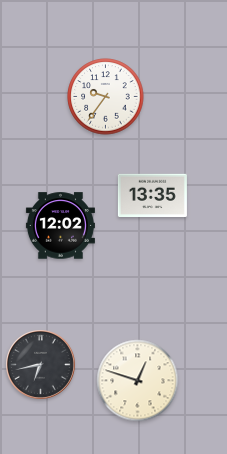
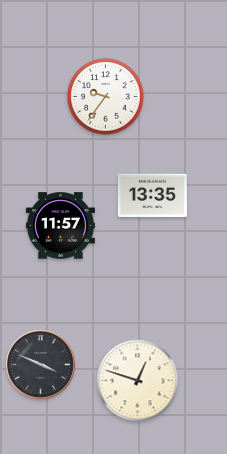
clock at (60, 226): 12:02 -> 11:57
clock at (41, 365): 6:43 -> 3:49
